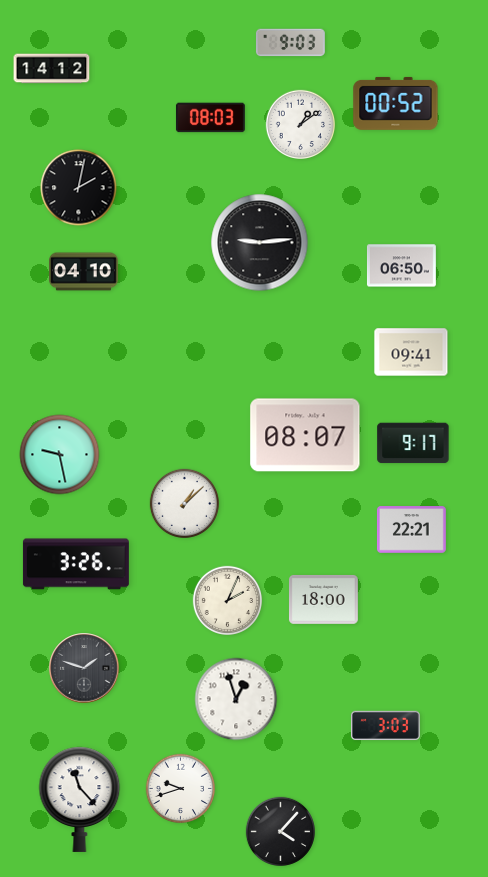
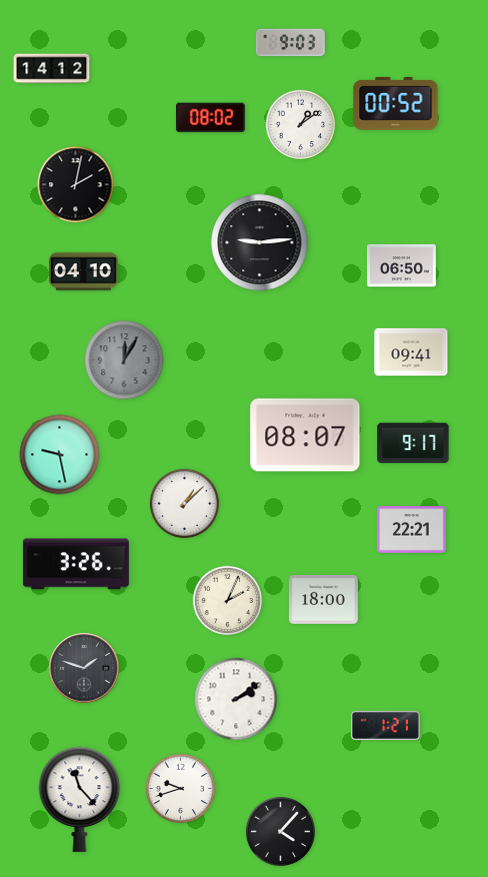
clock at (210, 118): 08:03 -> 08:02
clock at (79, 188) position: (79, 188) -> (76, 185)
clock at (124, 360): none -> 12:05
clock at (236, 699): 12:57 -> 2:09
clock at (385, 726): 3:03 -> 1:21
